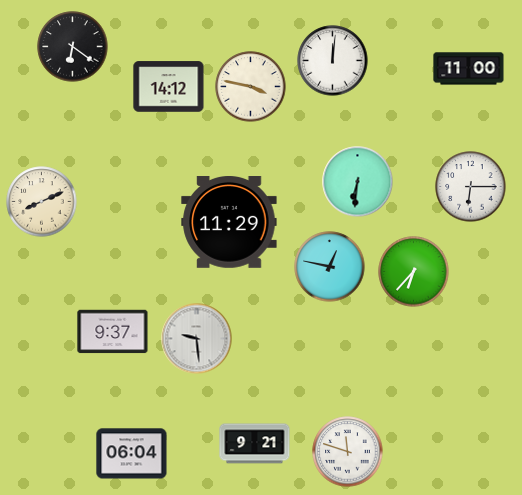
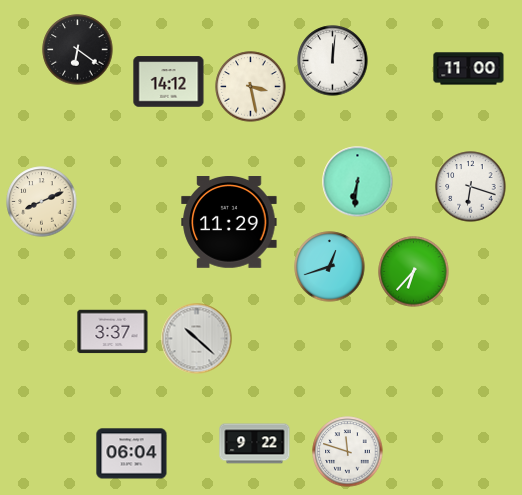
clock at (73, 47) position: (73, 47) -> (78, 50)
clock at (169, 87) position: (169, 87) -> (169, 82)
clock at (251, 87): 3:47 -> 3:28
clock at (471, 187): 6:15 -> 6:18
clock at (330, 267): 12:47 -> 12:42
clock at (113, 332): 9:37 -> 3:37
clock at (197, 339): 9:29 -> 10:22
clock at (255, 444): 9:21 -> 9:22
